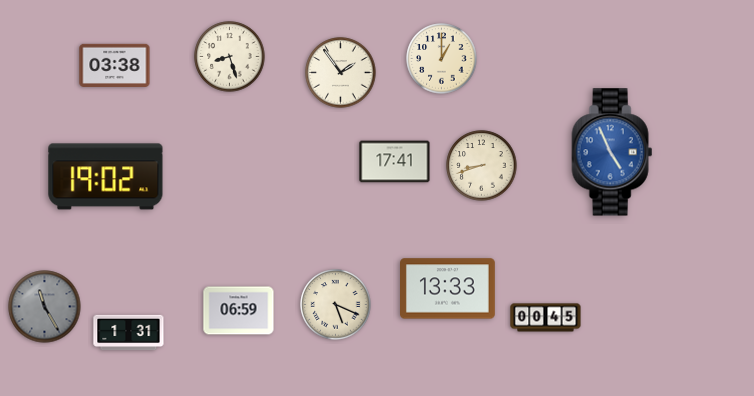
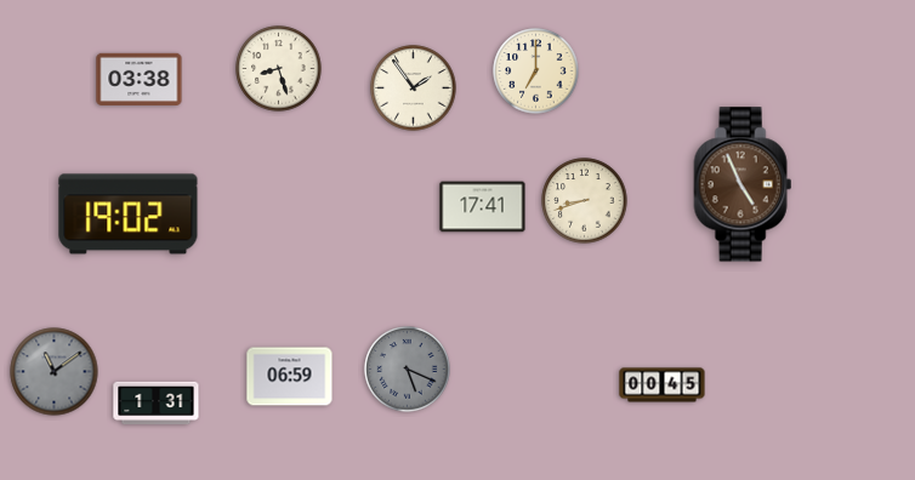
clock at (442, 59): 1:00 -> 7:00
clock at (612, 152) dial: blue -> brown
clock at (395, 162) position: (395, 162) -> (483, 207)
clock at (448, 289): 13:33 -> none
clock at (336, 305) dial: cream -> grey
clock at (45, 307): 11:25 -> 11:09
